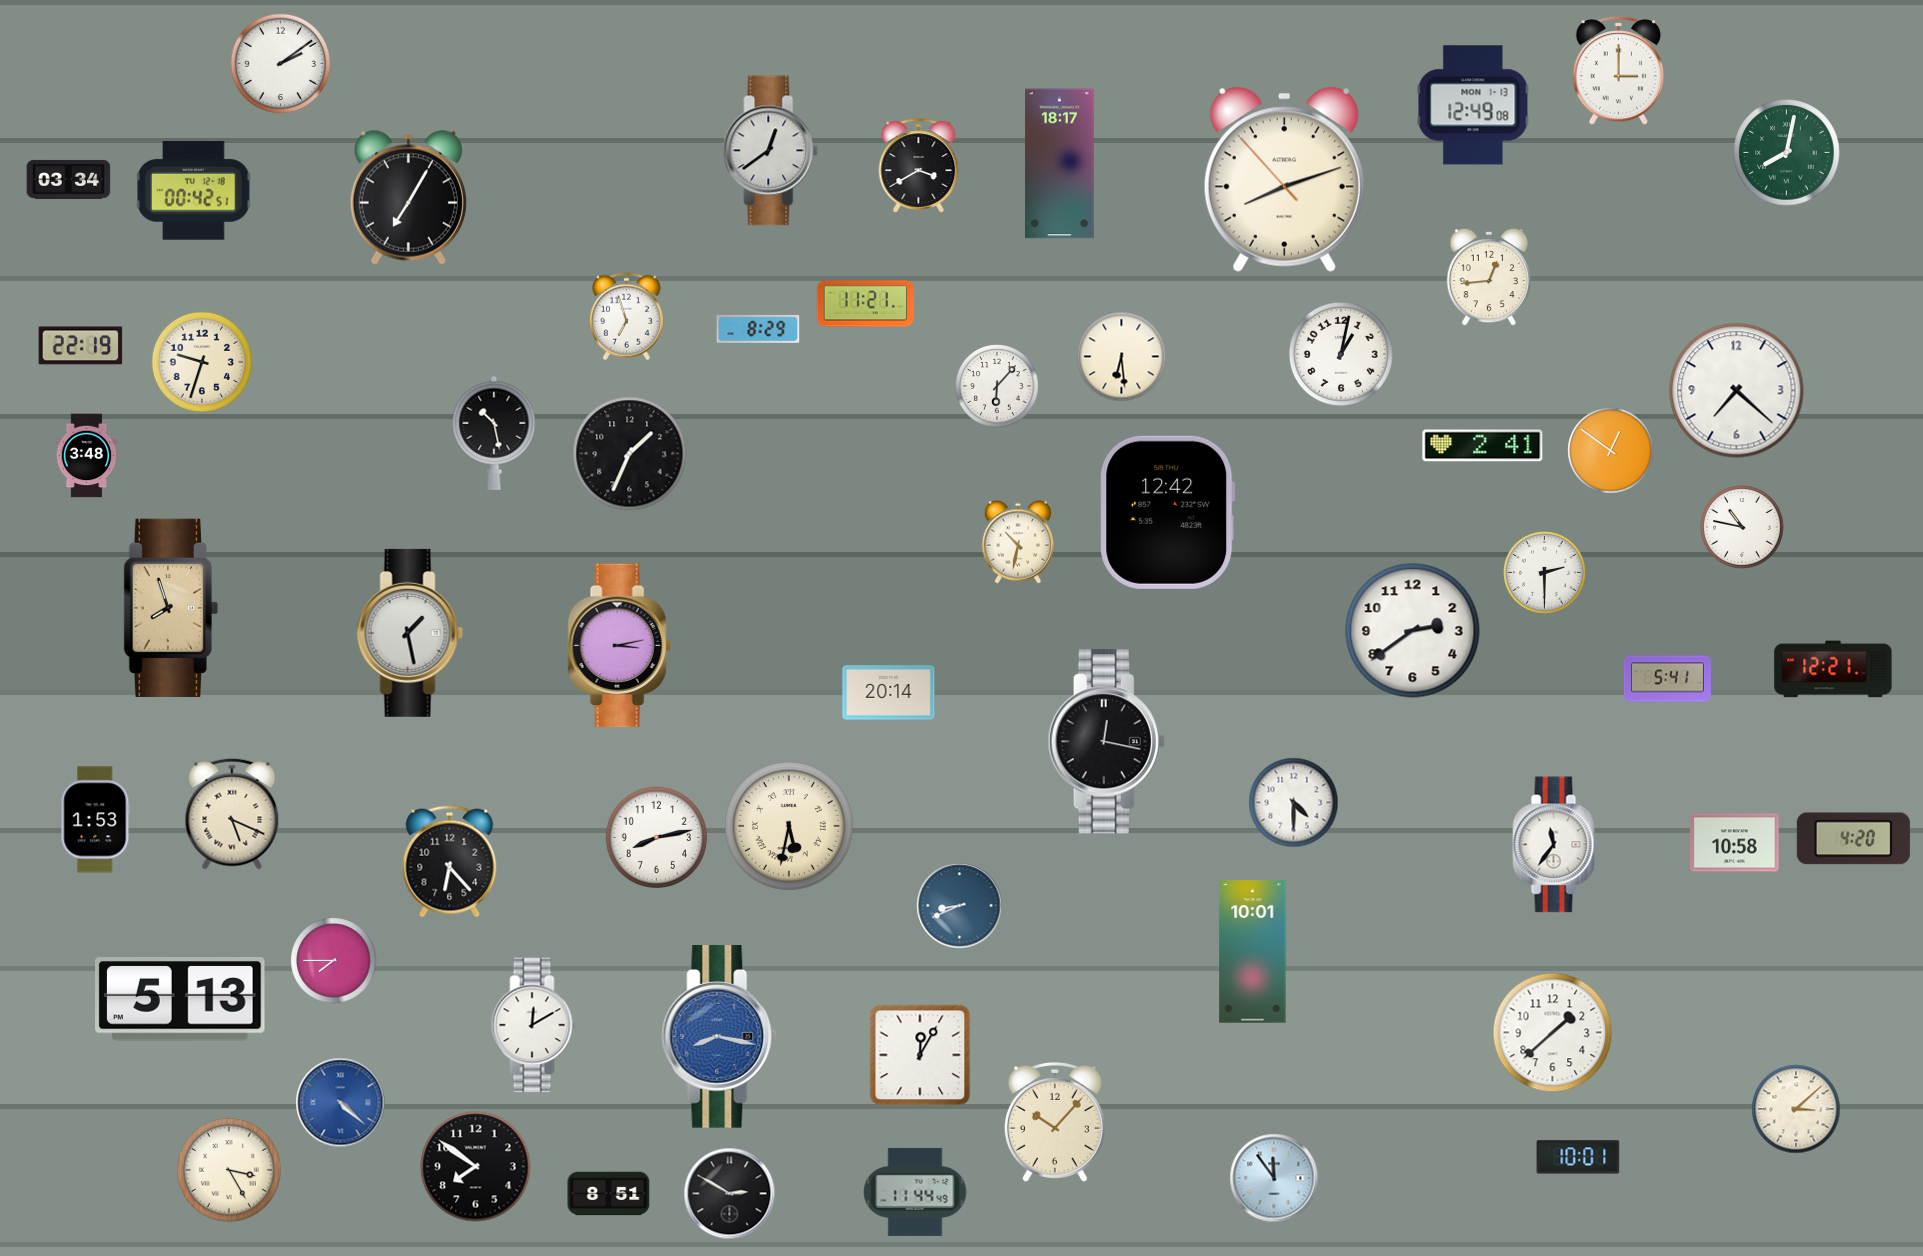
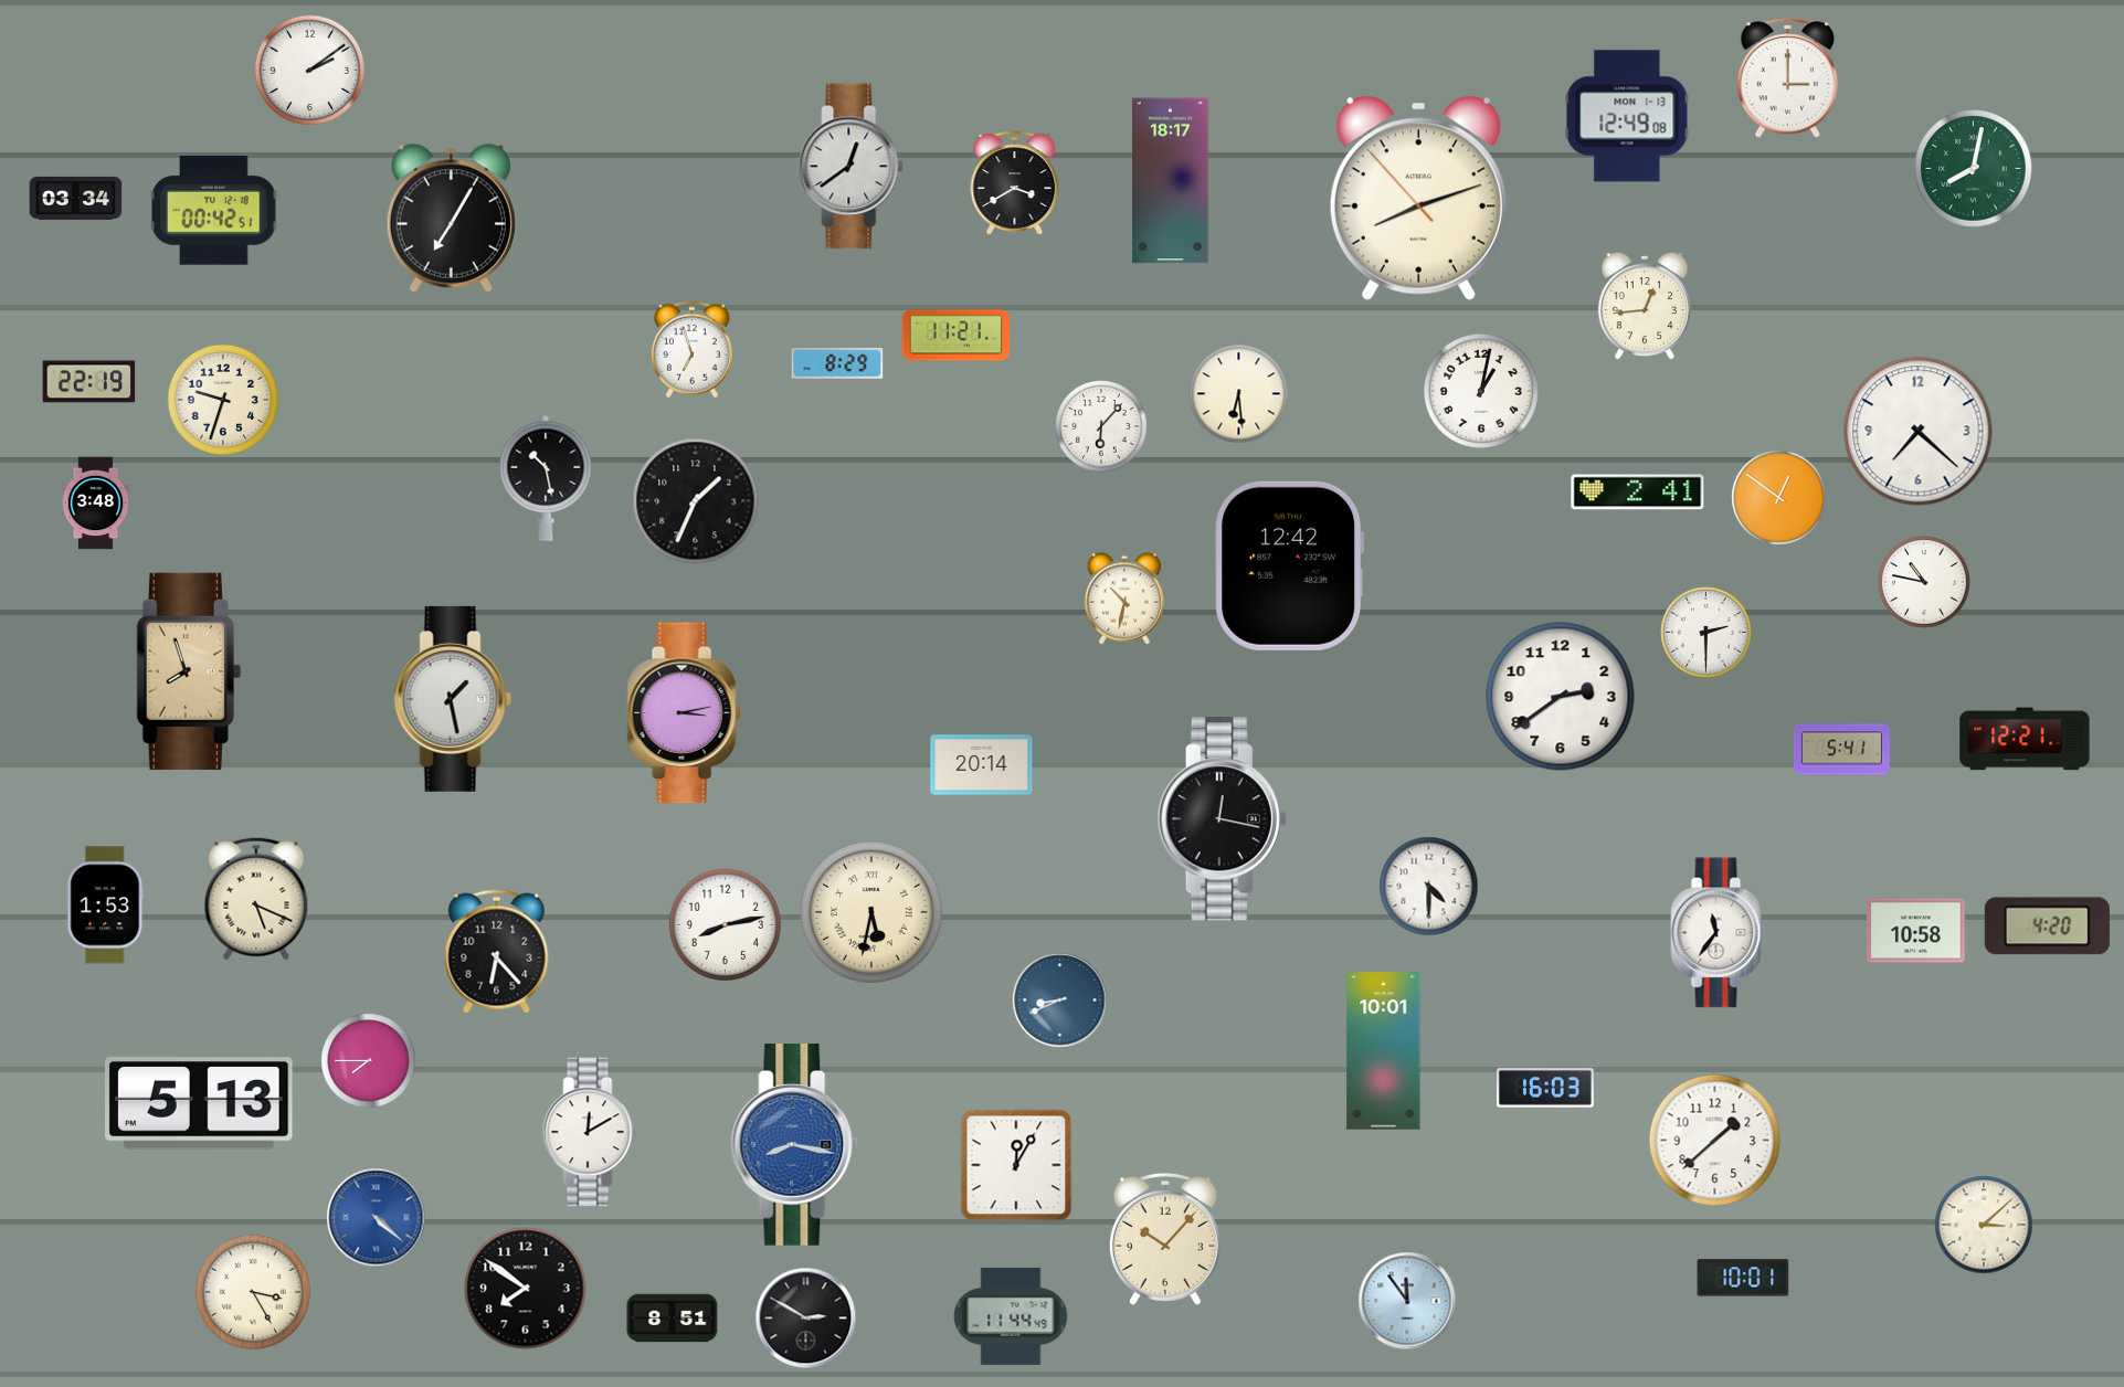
clock at (1545, 1088): none -> 16:03
